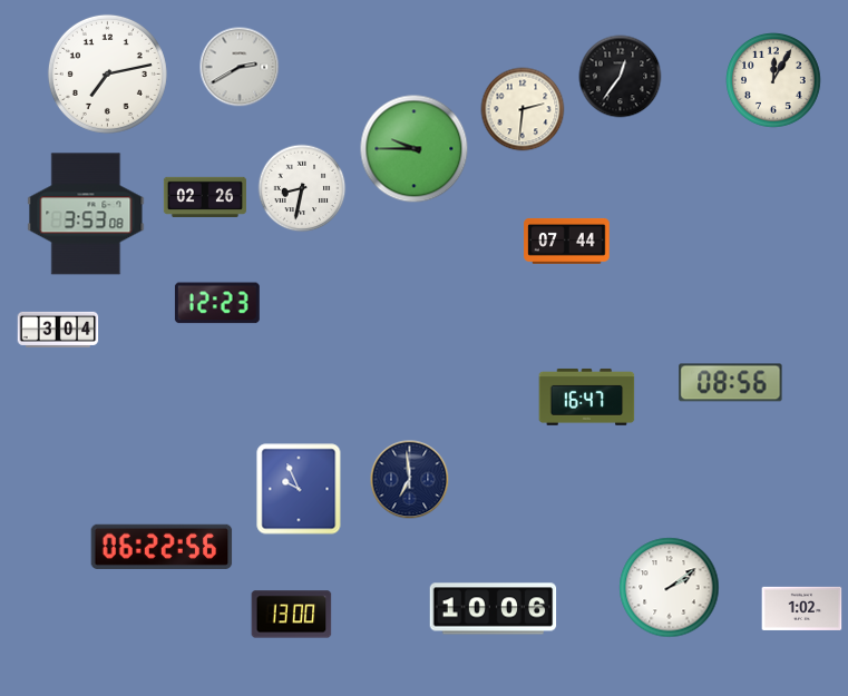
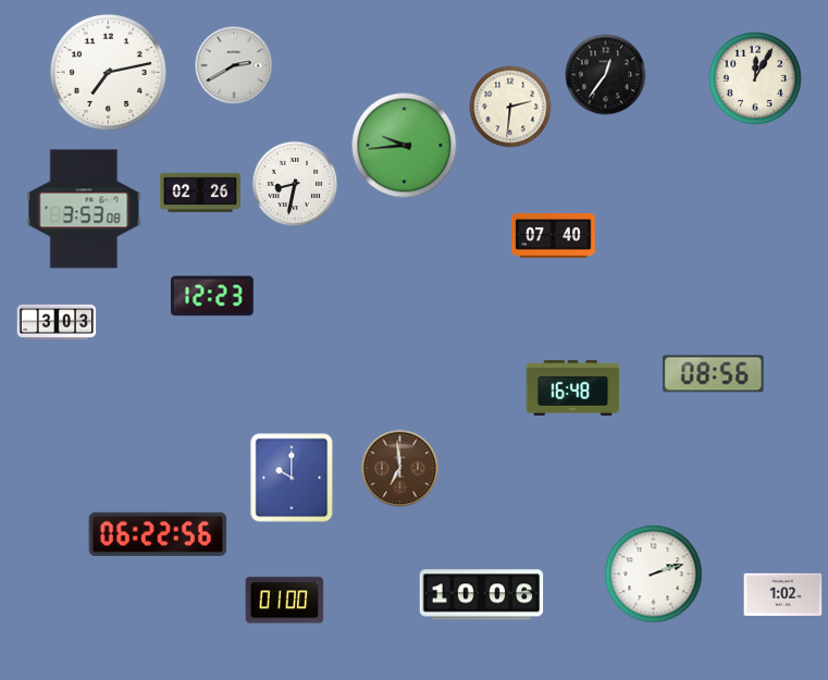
clock at (107, 73) position: (107, 73) -> (108, 72)
clock at (415, 149): 9:45 -> 9:44
clock at (567, 241): 07:44 -> 07:40
clock at (58, 330): 3:04 -> 3:03
clock at (587, 396): 16:47 -> 16:48
clock at (410, 480) dial: navy -> brown
clock at (299, 489): 9:56 -> 10:00
clock at (670, 588): 2:09 -> 2:12
clock at (292, 615): 13:00 -> 01:00
